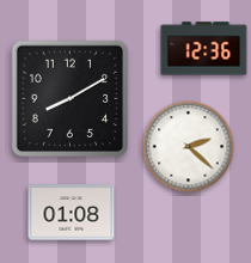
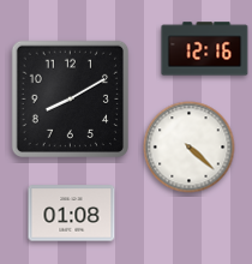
clock at (204, 49): 12:36 -> 12:16
clock at (189, 147): 2:22 -> 4:22
